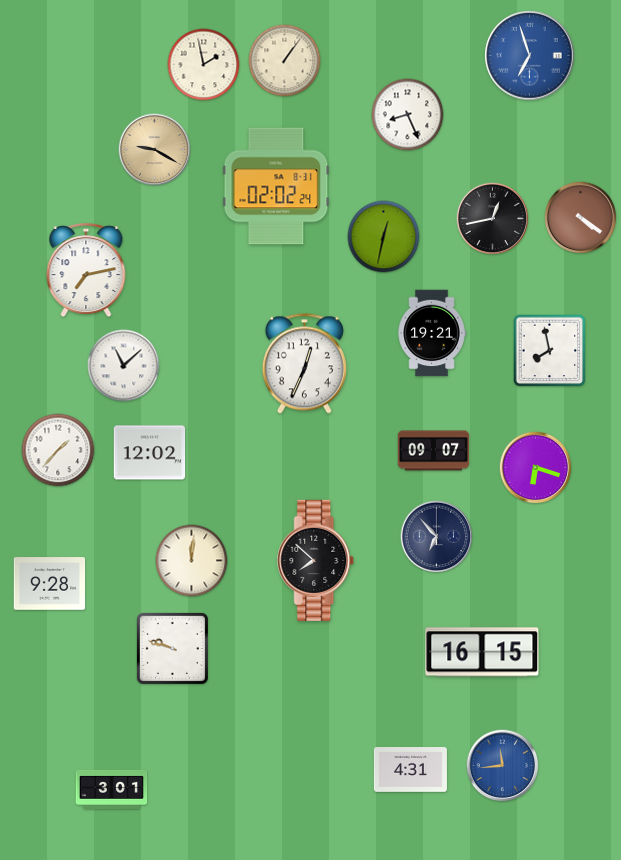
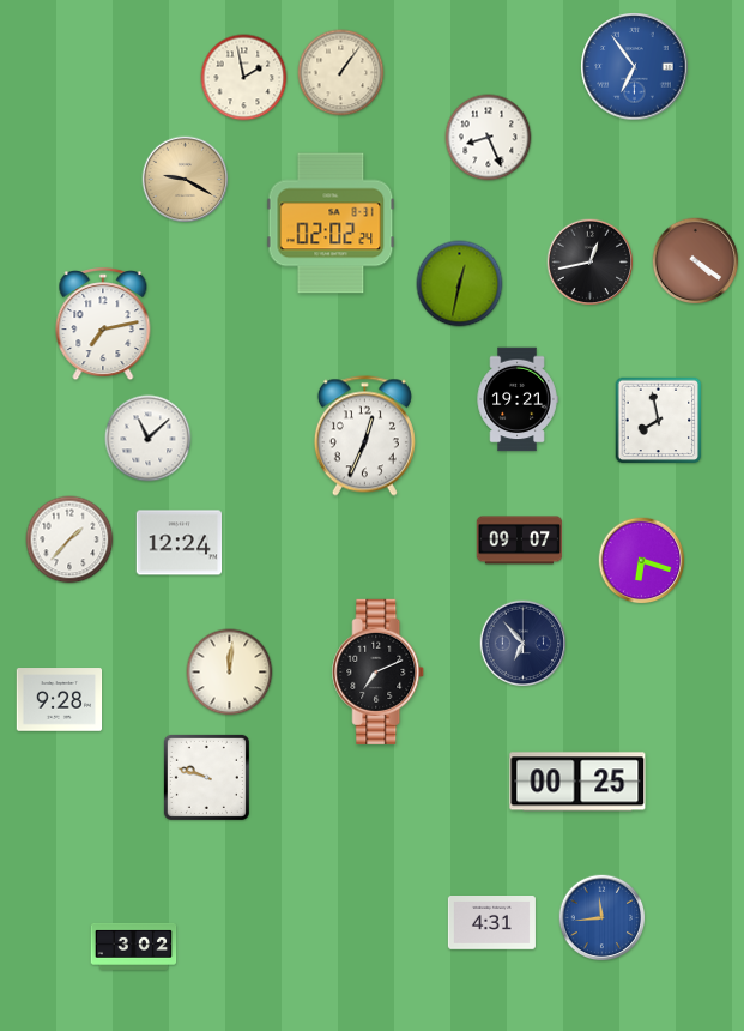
clock at (530, 56): 6:57 -> 6:54
clock at (150, 453): 12:02 -> 12:24
clock at (316, 560): 7:52 -> 7:11
clock at (482, 652): 16:15 -> 00:25
clock at (112, 789): 3:01 -> 3:02
